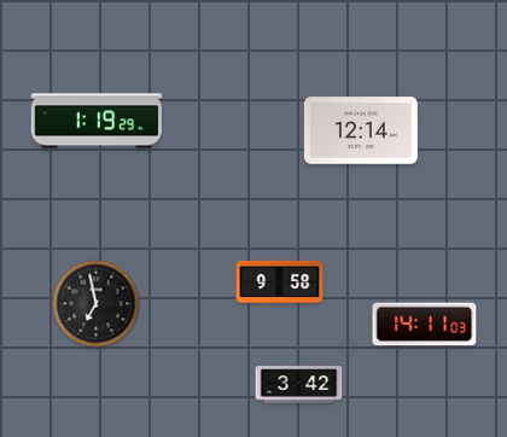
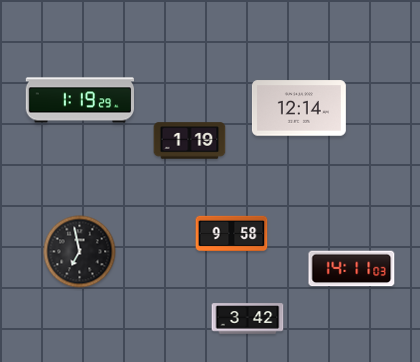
clock at (190, 141): none -> 1:19
